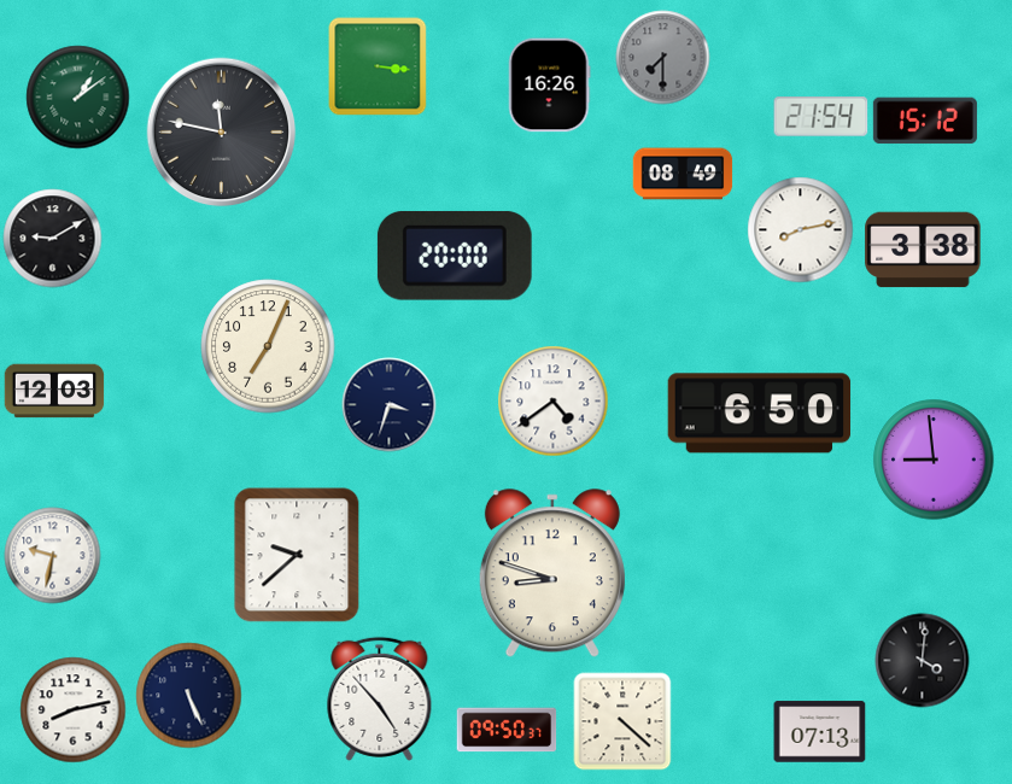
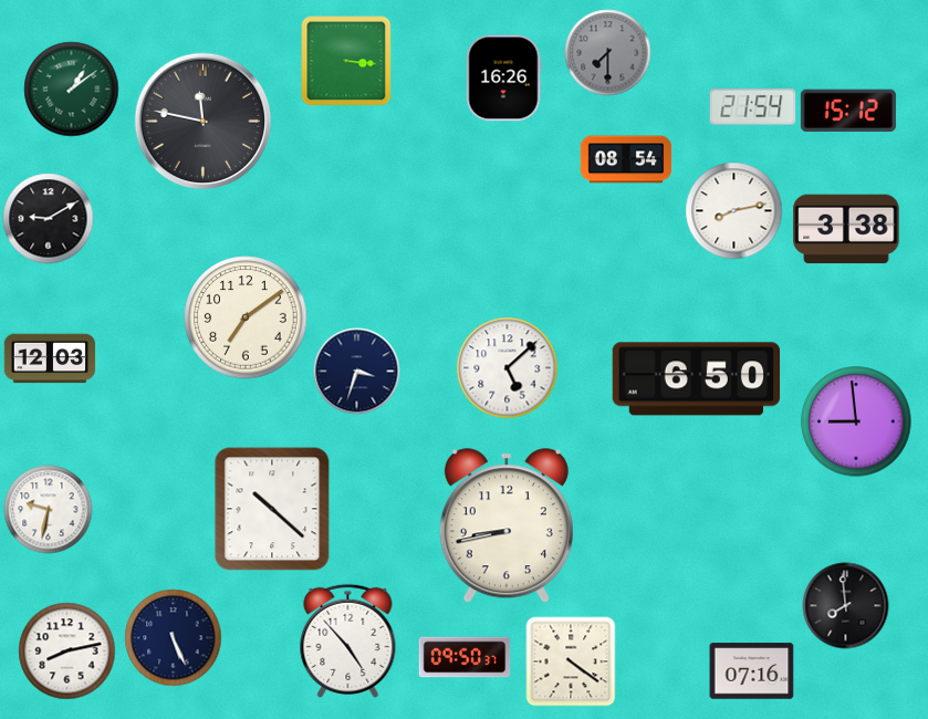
clock at (683, 174): 08:49 -> 08:54
clock at (455, 256): 20:00 -> none
clock at (268, 346): 7:04 -> 7:09
clock at (554, 402): 4:39 -> 5:08
clock at (297, 555): 9:38 -> 10:22
clock at (552, 574): 8:48 -> 8:43
clock at (923, 661): 4:01 -> 7:59
clock at (622, 721): 4:22 -> 4:21
clock at (507, 730) position: (507, 730) -> (465, 657)
clock at (820, 732): 07:13 -> 07:16
